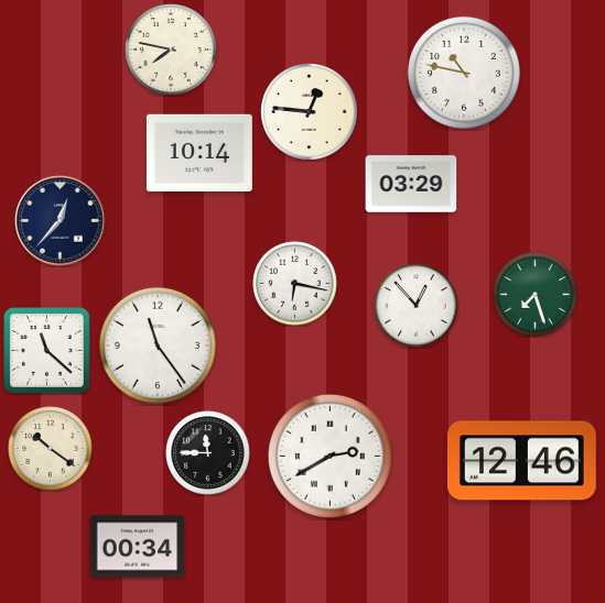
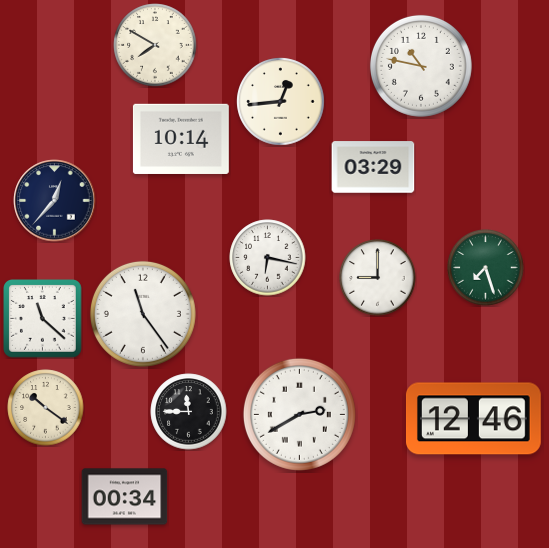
clock at (171, 50): 7:47 -> 7:50
clock at (310, 112): 12:46 -> 12:44
clock at (417, 306): 12:53 -> 9:00
